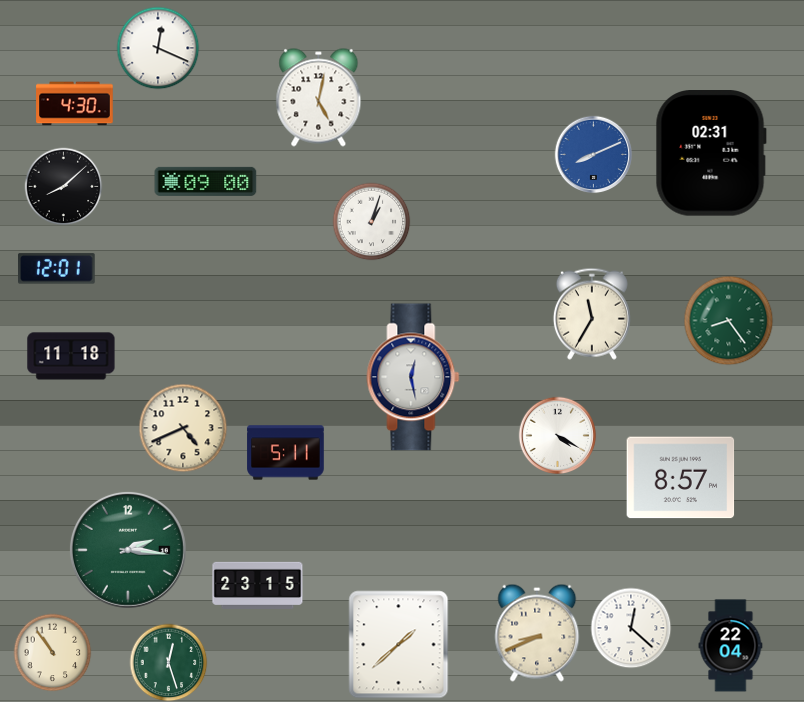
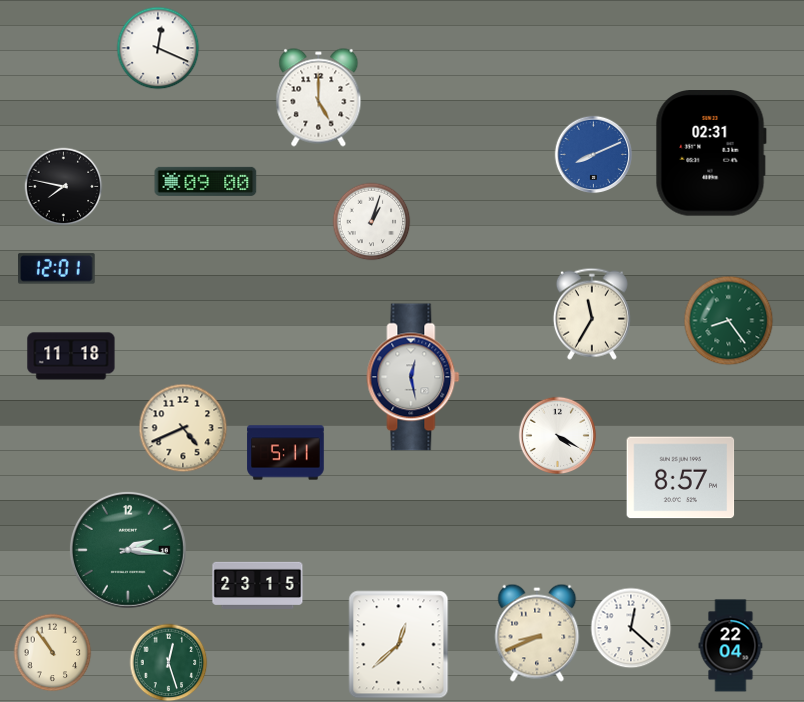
clock at (319, 98): 5:02 -> 5:00
clock at (75, 104): 4:30 -> none
clock at (63, 186): 8:08 -> 7:47
clock at (399, 645): 1:38 -> 12:38
